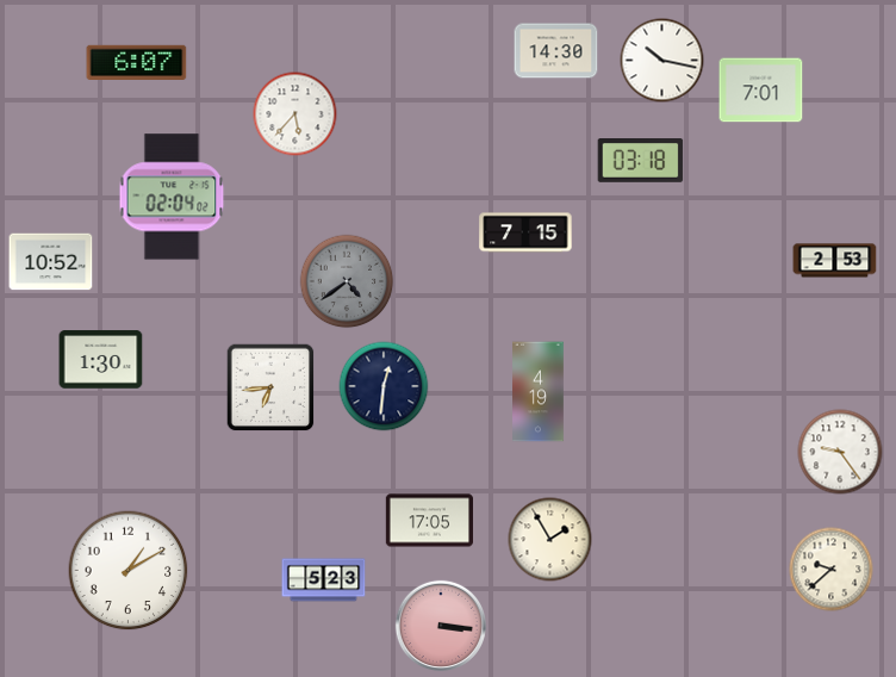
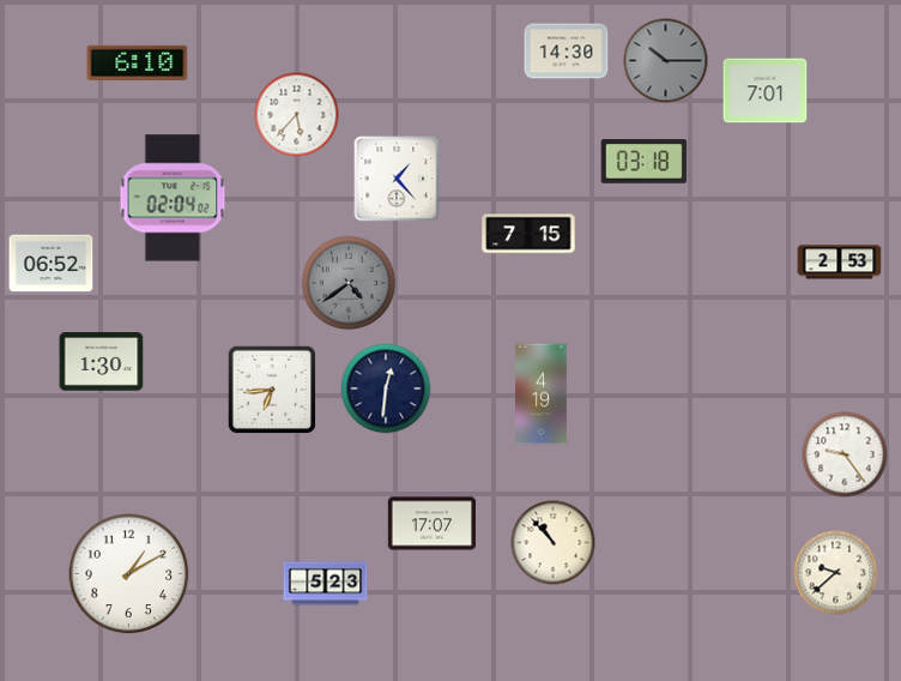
clock at (556, 51) position: (556, 51) -> (567, 52)
clock at (662, 61): 10:17 -> 10:15
clock at (662, 61) dial: white -> grey
clock at (137, 62): 6:07 -> 6:10
clock at (397, 179): none -> 1:23
clock at (51, 262): 10:52 -> 06:52
clock at (429, 521): 17:05 -> 17:07
clock at (550, 540): 1:55 -> 10:53
clock at (440, 625): 3:16 -> none
